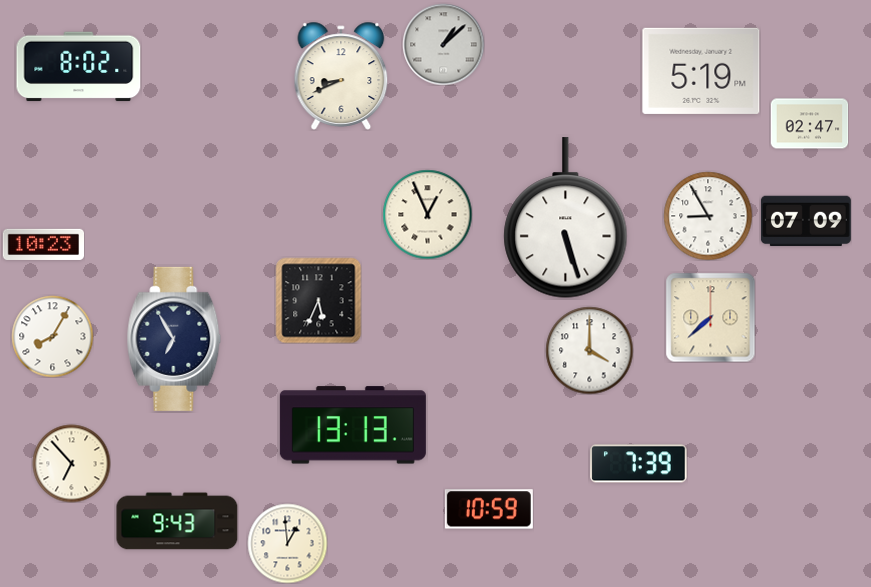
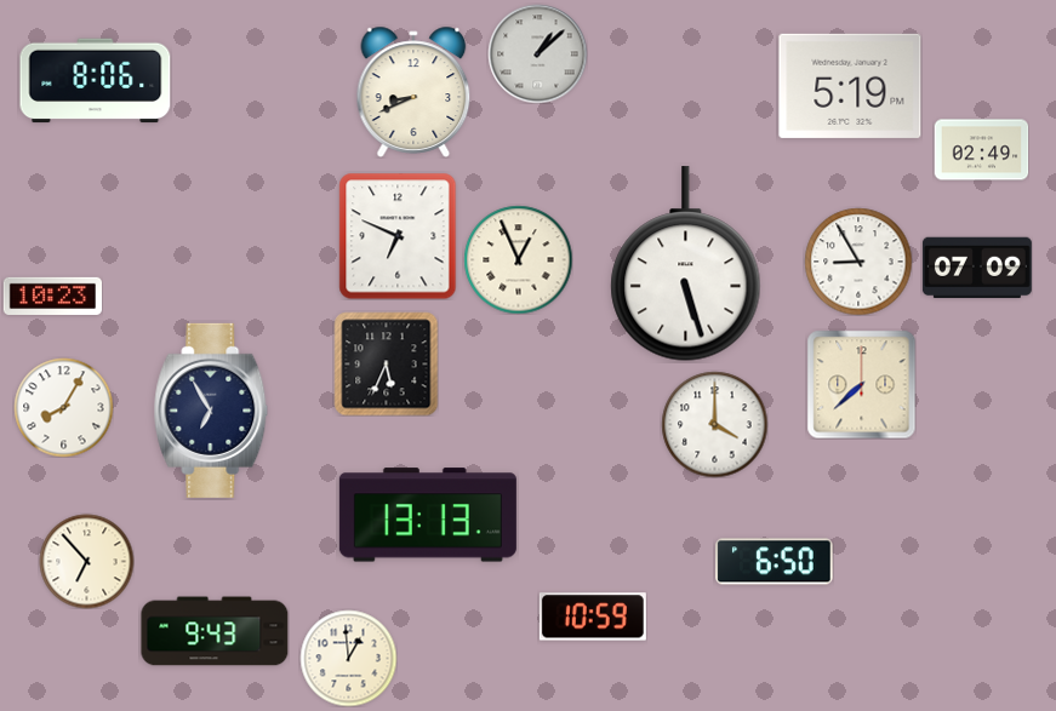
clock at (79, 67): 8:02 -> 8:06
clock at (809, 124): 02:47 -> 02:49
clock at (398, 236): none -> 6:49
clock at (639, 464): 7:39 -> 6:50
